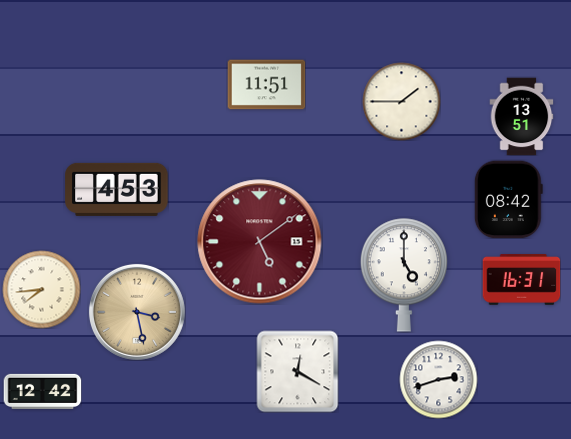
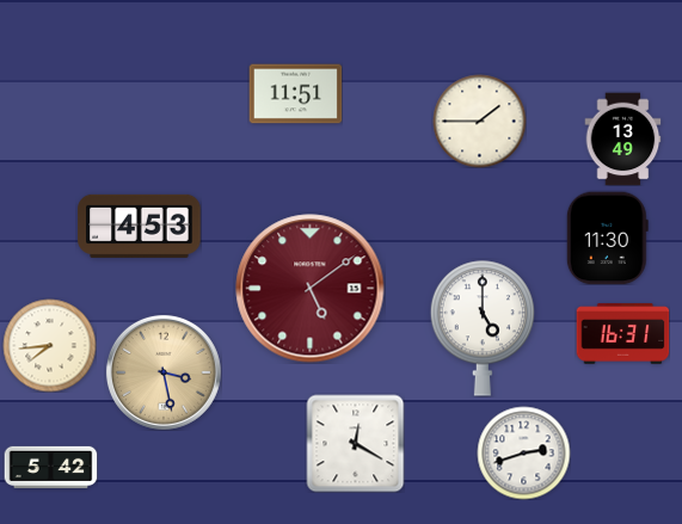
clock at (266, 85) position: (266, 85) -> (295, 94)
clock at (522, 116): 13:51 -> 13:49
clock at (508, 199): 08:42 -> 11:30
clock at (42, 391): 12:42 -> 5:42
